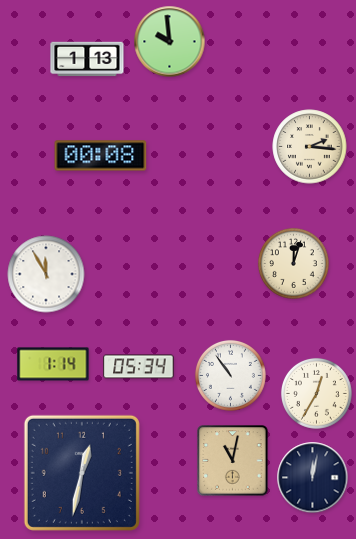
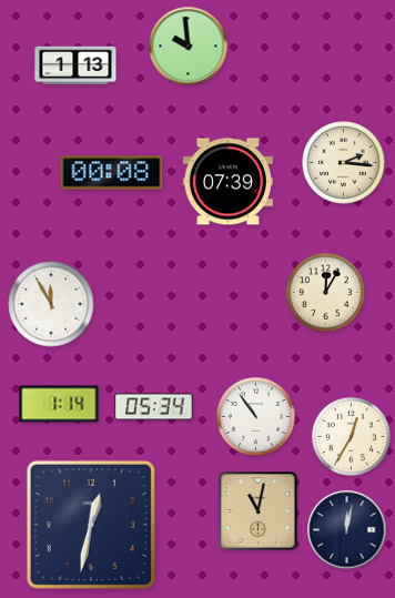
clock at (87, 59) position: (87, 59) -> (75, 65)
clock at (227, 182): none -> 07:39
clock at (293, 263): 12:03 -> 12:05
